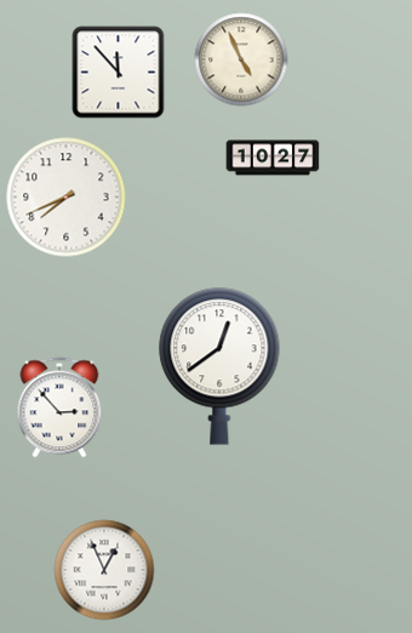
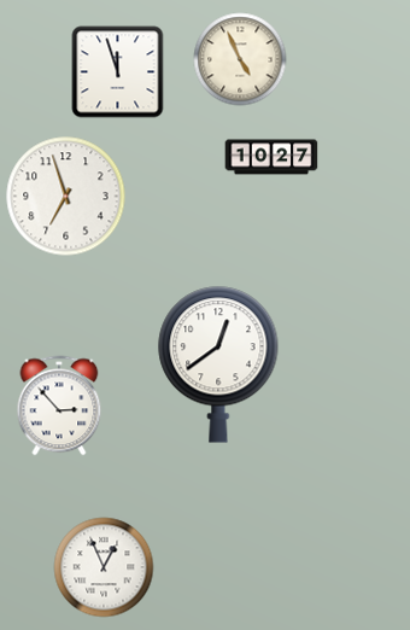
clock at (119, 73): 11:53 -> 11:57
clock at (67, 198): 7:41 -> 6:57
